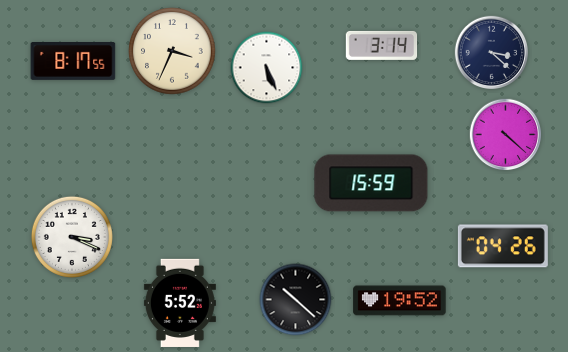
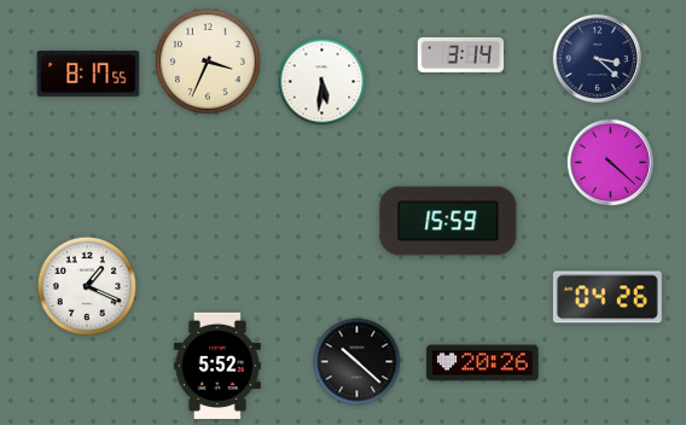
clock at (491, 52) position: (491, 52) -> (597, 58)
clock at (267, 68): 5:26 -> 5:31
clock at (72, 237): 3:19 -> 1:19
clock at (400, 301): 19:52 -> 20:26
